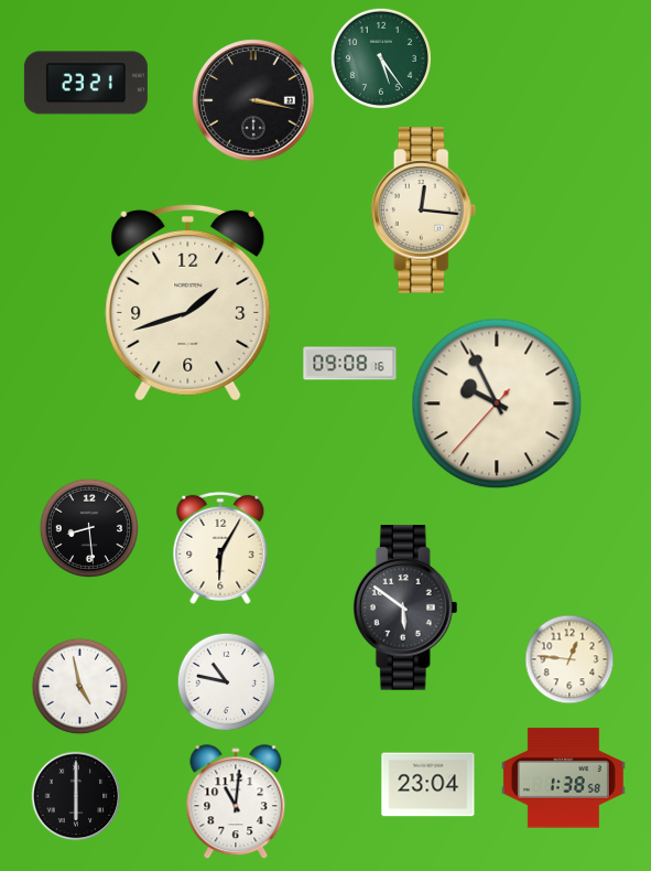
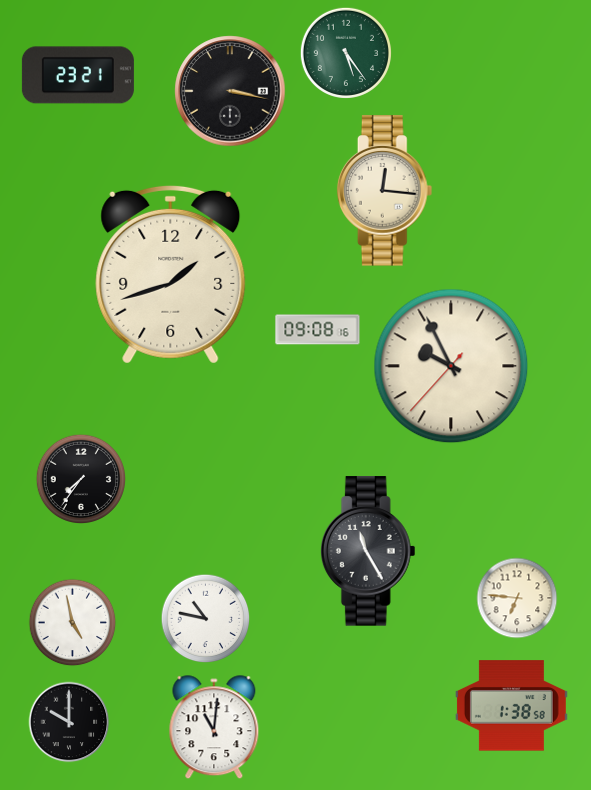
clock at (88, 527): 8:29 -> 7:36
clock at (220, 548): 6:05 -> none
clock at (405, 607): 5:51 -> 11:25
clock at (569, 659): 12:46 -> 6:46
clock at (428, 785): 23:04 -> none
clock at (76, 796): 6:00 -> 10:00
